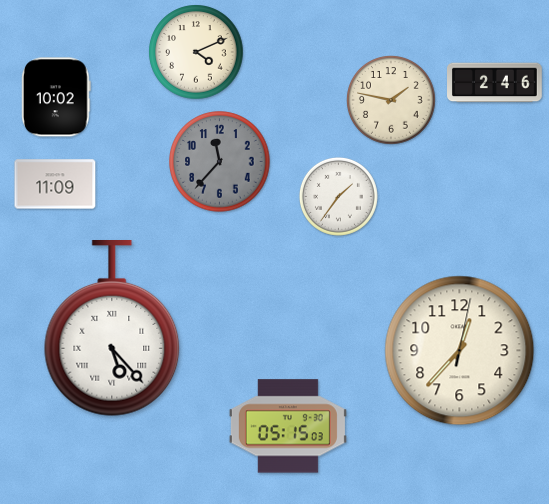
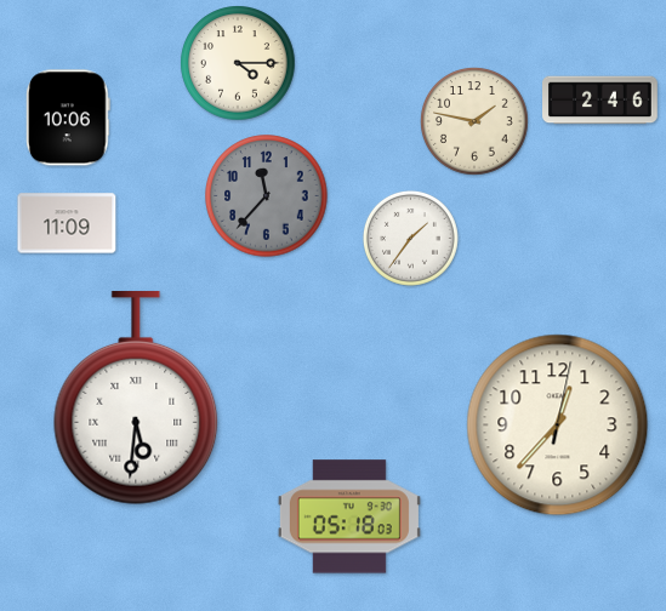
clock at (196, 52): 4:11 -> 4:15
clock at (56, 97): 10:02 -> 10:06
clock at (112, 329): 5:23 -> 5:31
clock at (288, 426): 05:15 -> 05:18
